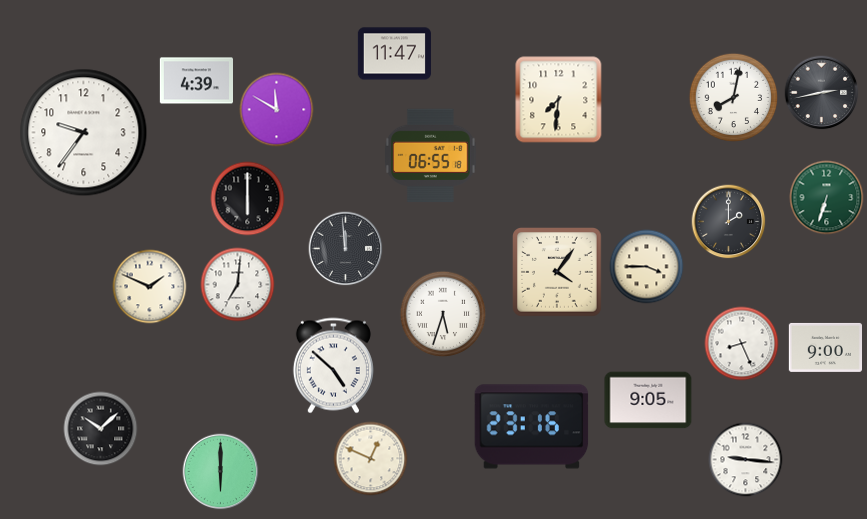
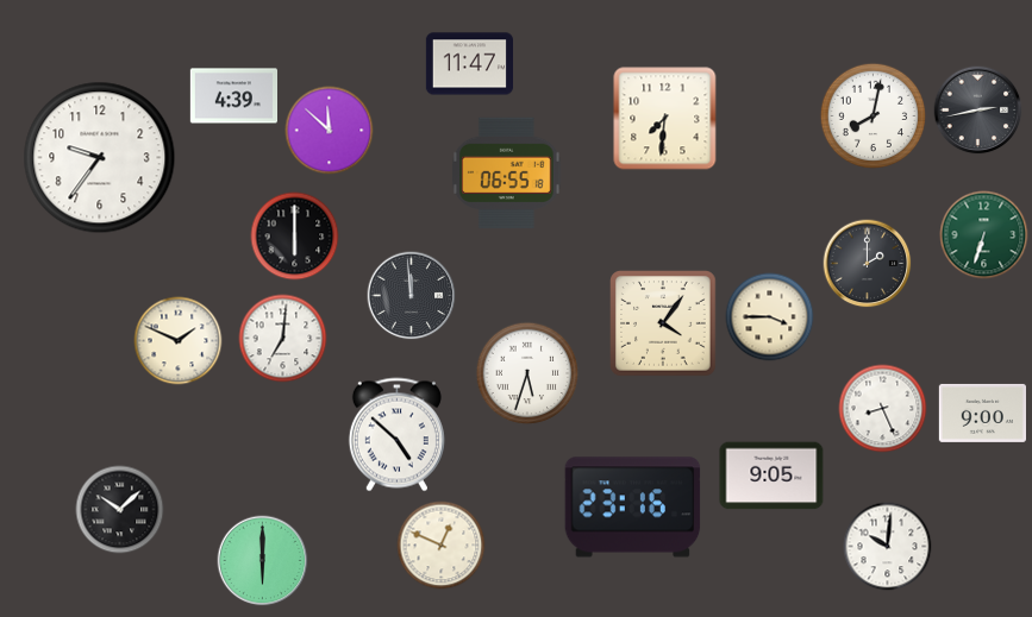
clock at (277, 110): 11:50 -> 11:52
clock at (431, 156) position: (431, 156) -> (507, 174)
clock at (746, 460): 9:16 -> 10:01
